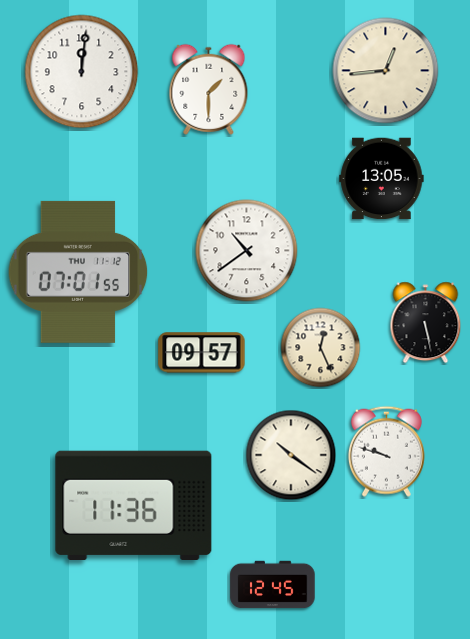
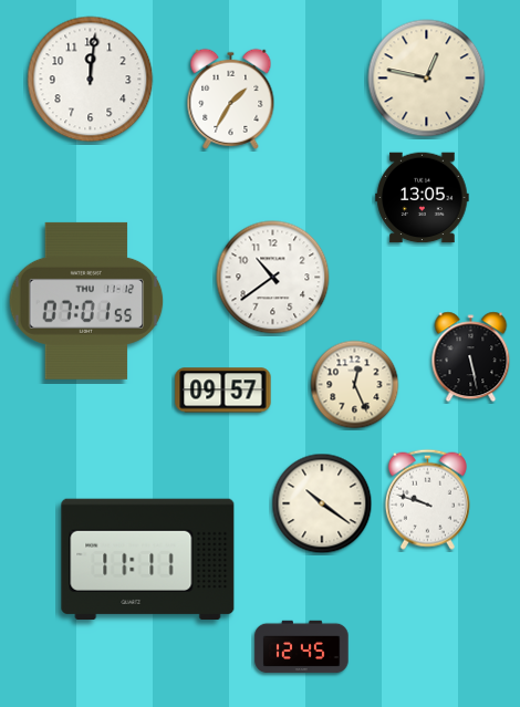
clock at (386, 71): 12:44 -> 12:47
clock at (209, 89): 1:30 -> 1:35
clock at (134, 505): 11:36 -> 11:11
